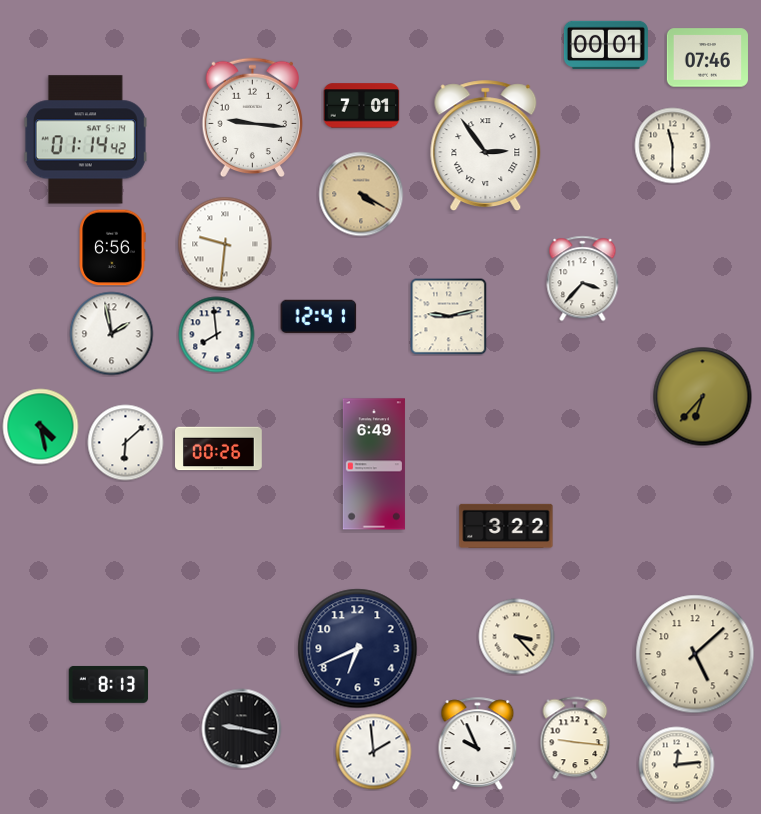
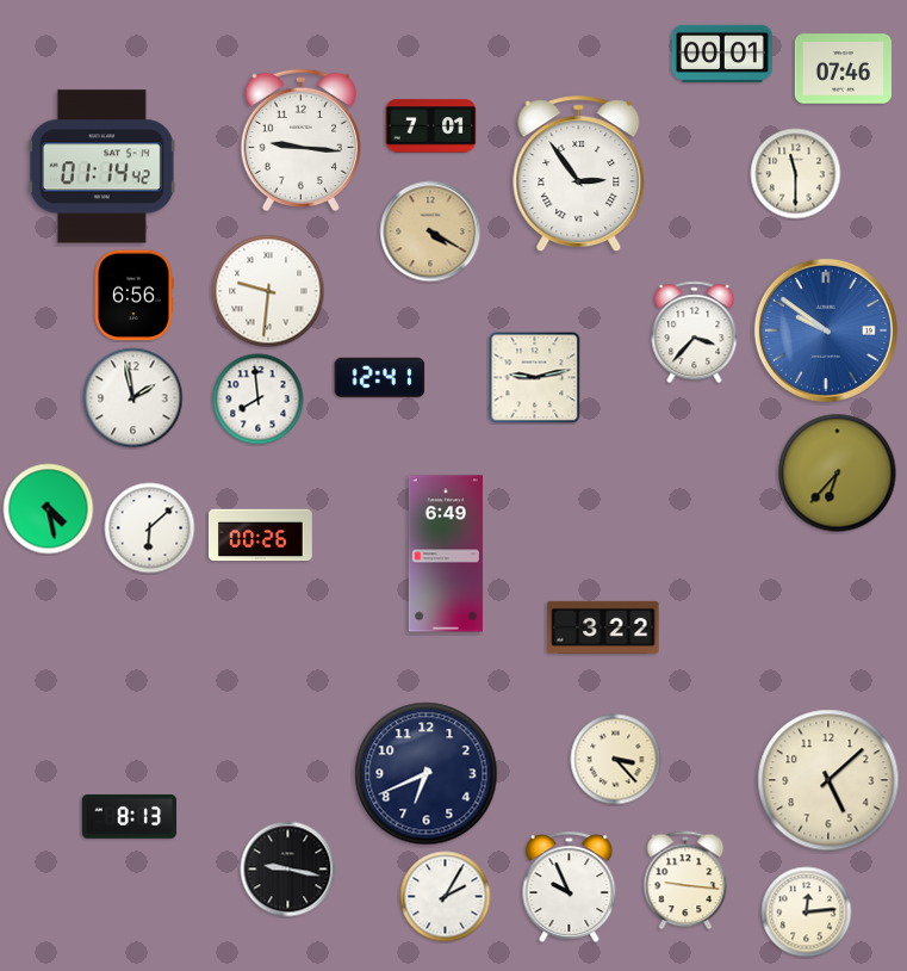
clock at (673, 146) position: (673, 146) -> (796, 174)
clock at (826, 330): none -> 9:51
clock at (374, 752): 1:59 -> 2:05
